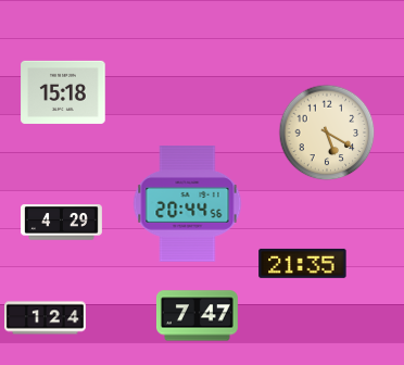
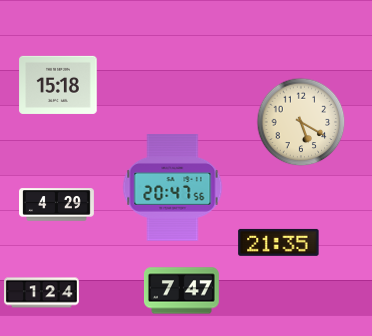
clock at (188, 204): 20:44 -> 20:47
